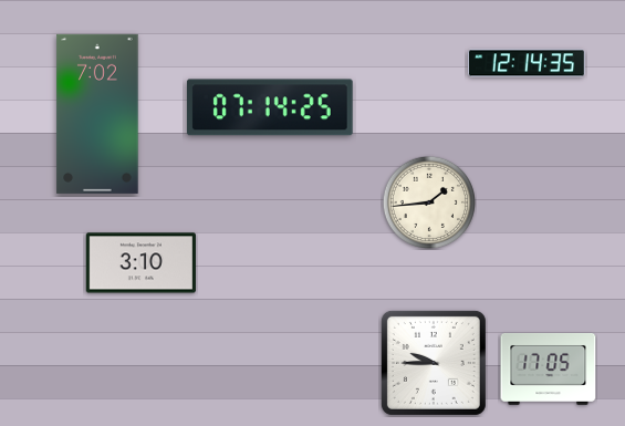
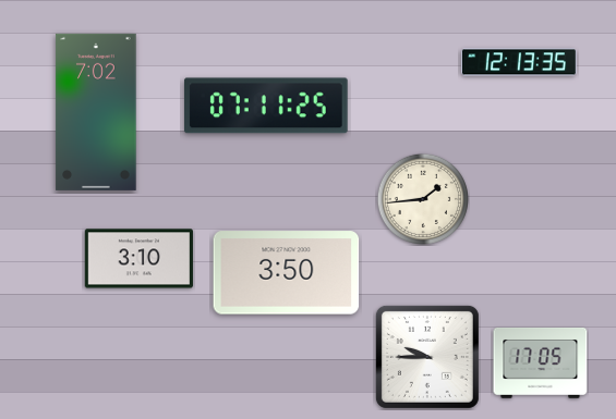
clock at (527, 63): 12:14 -> 12:13
clock at (270, 107): 07:14 -> 07:11
clock at (287, 273): none -> 3:50
